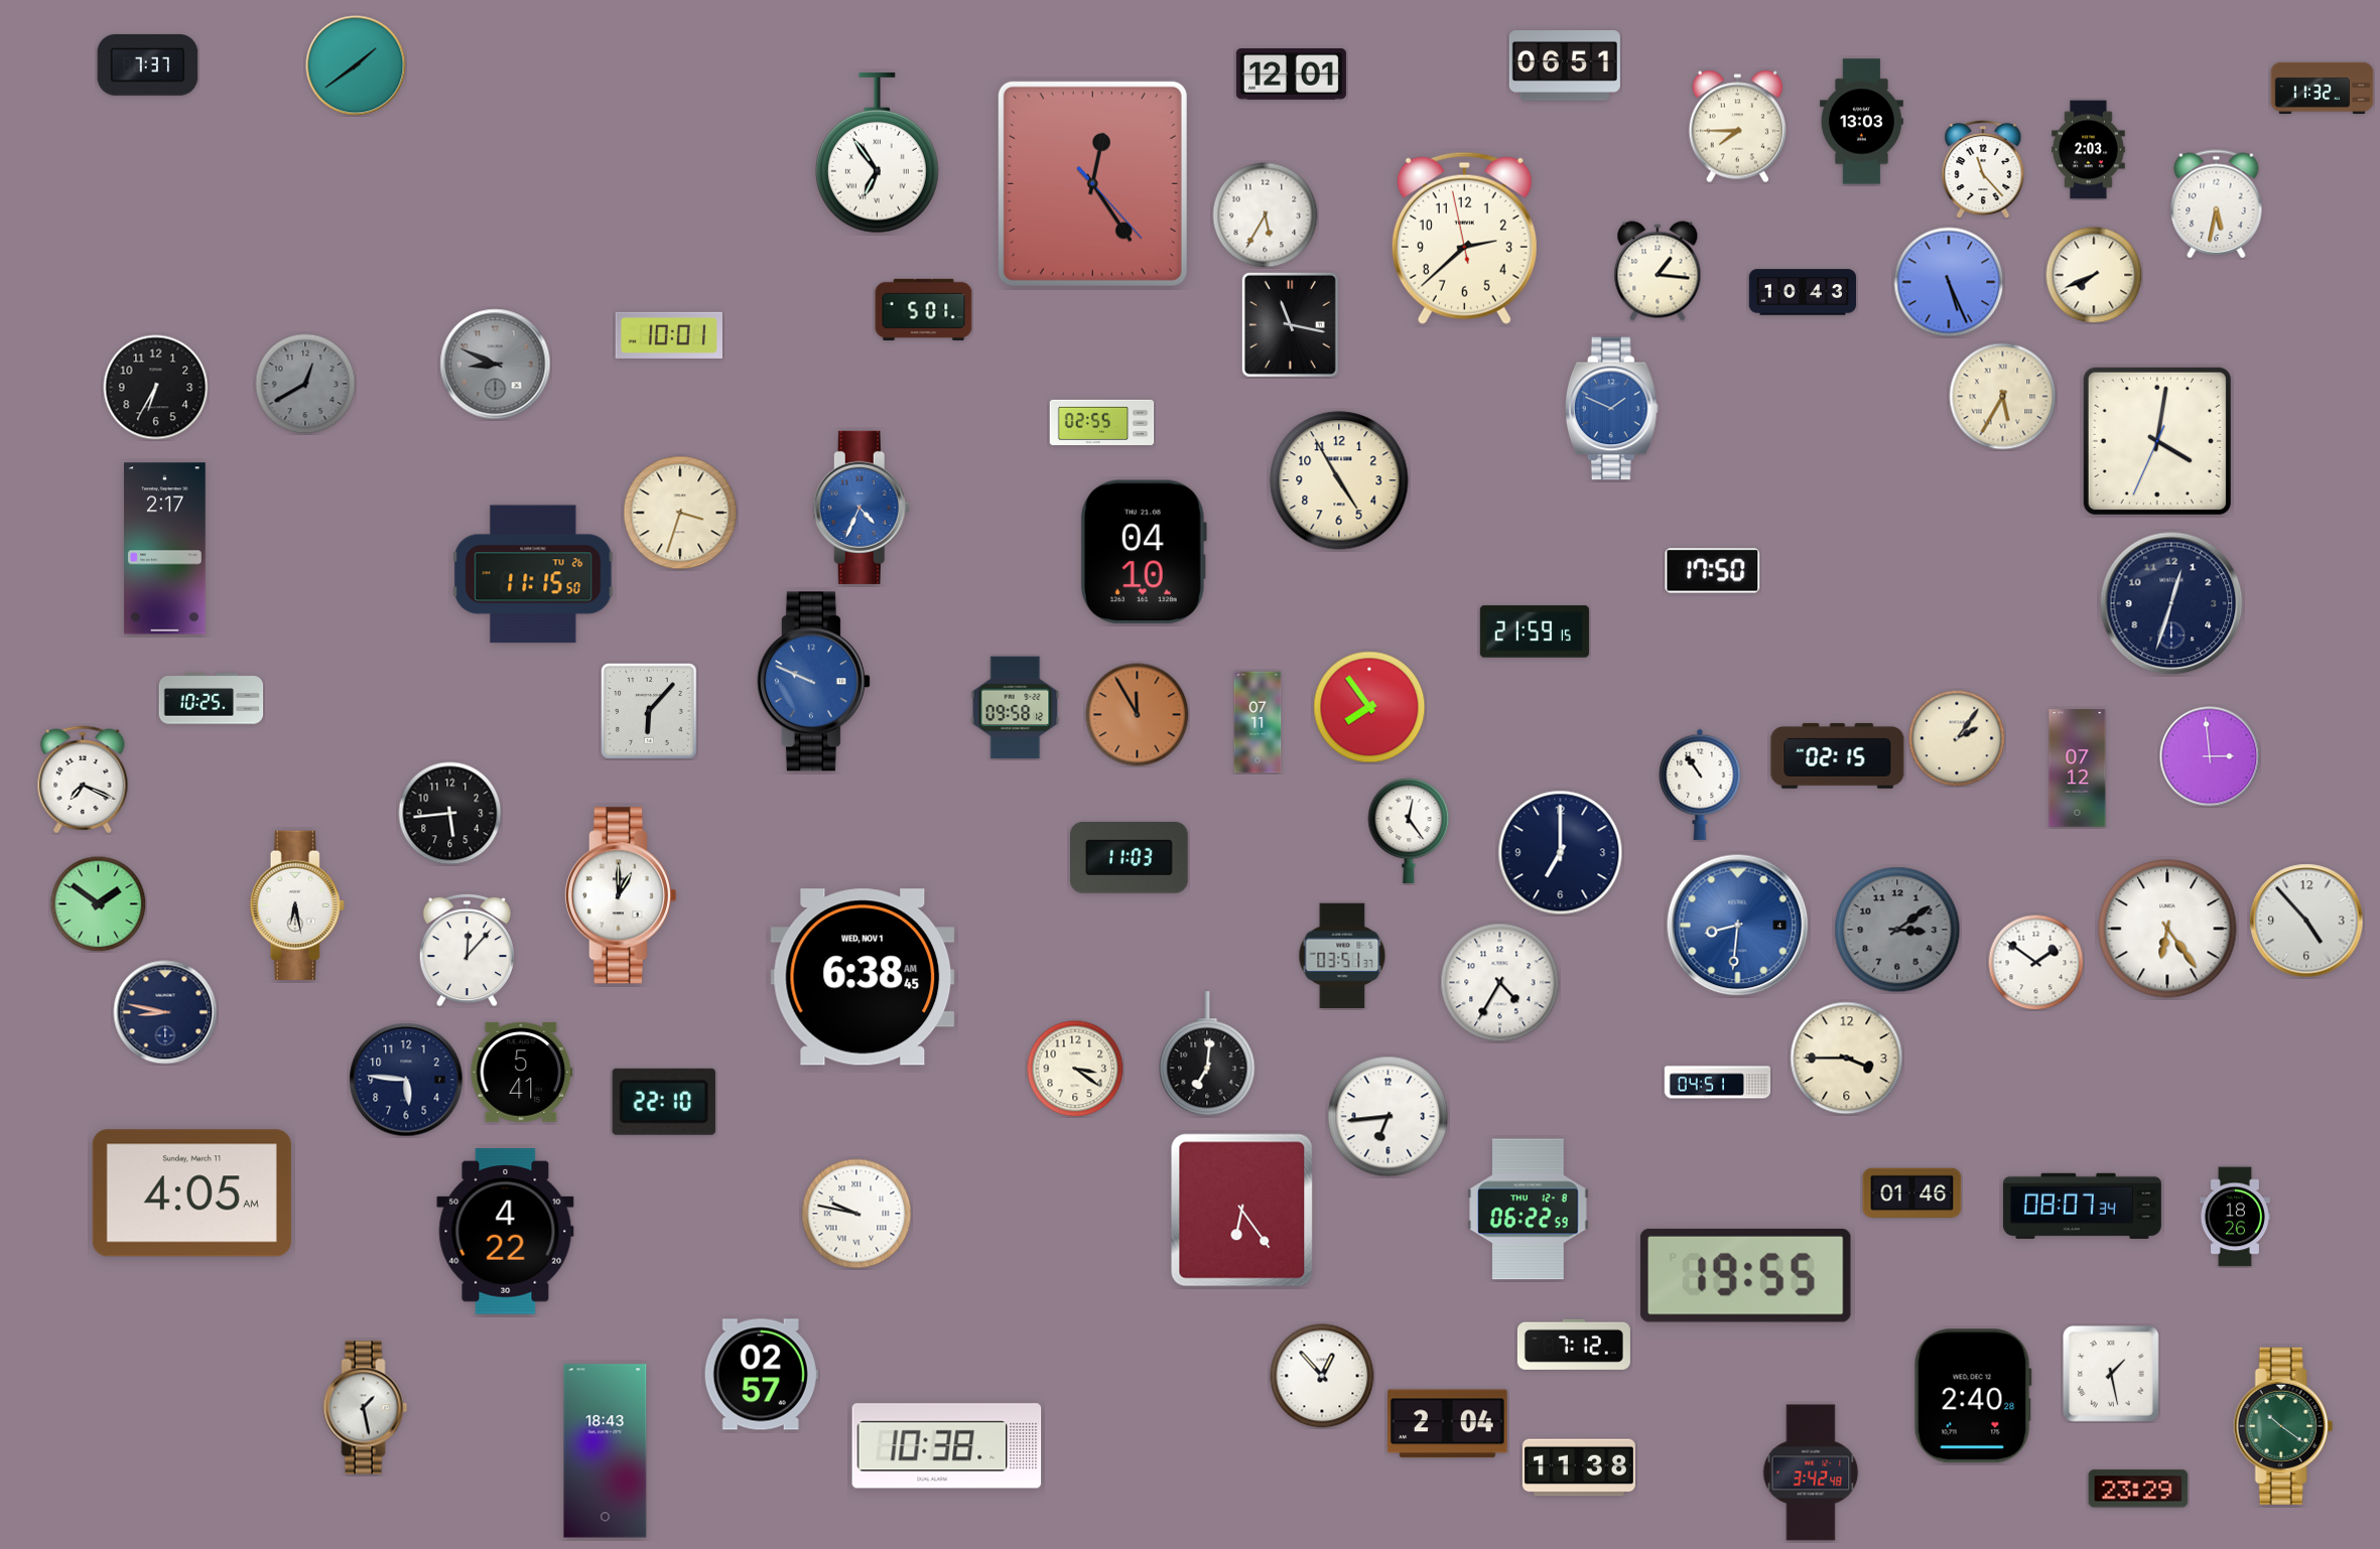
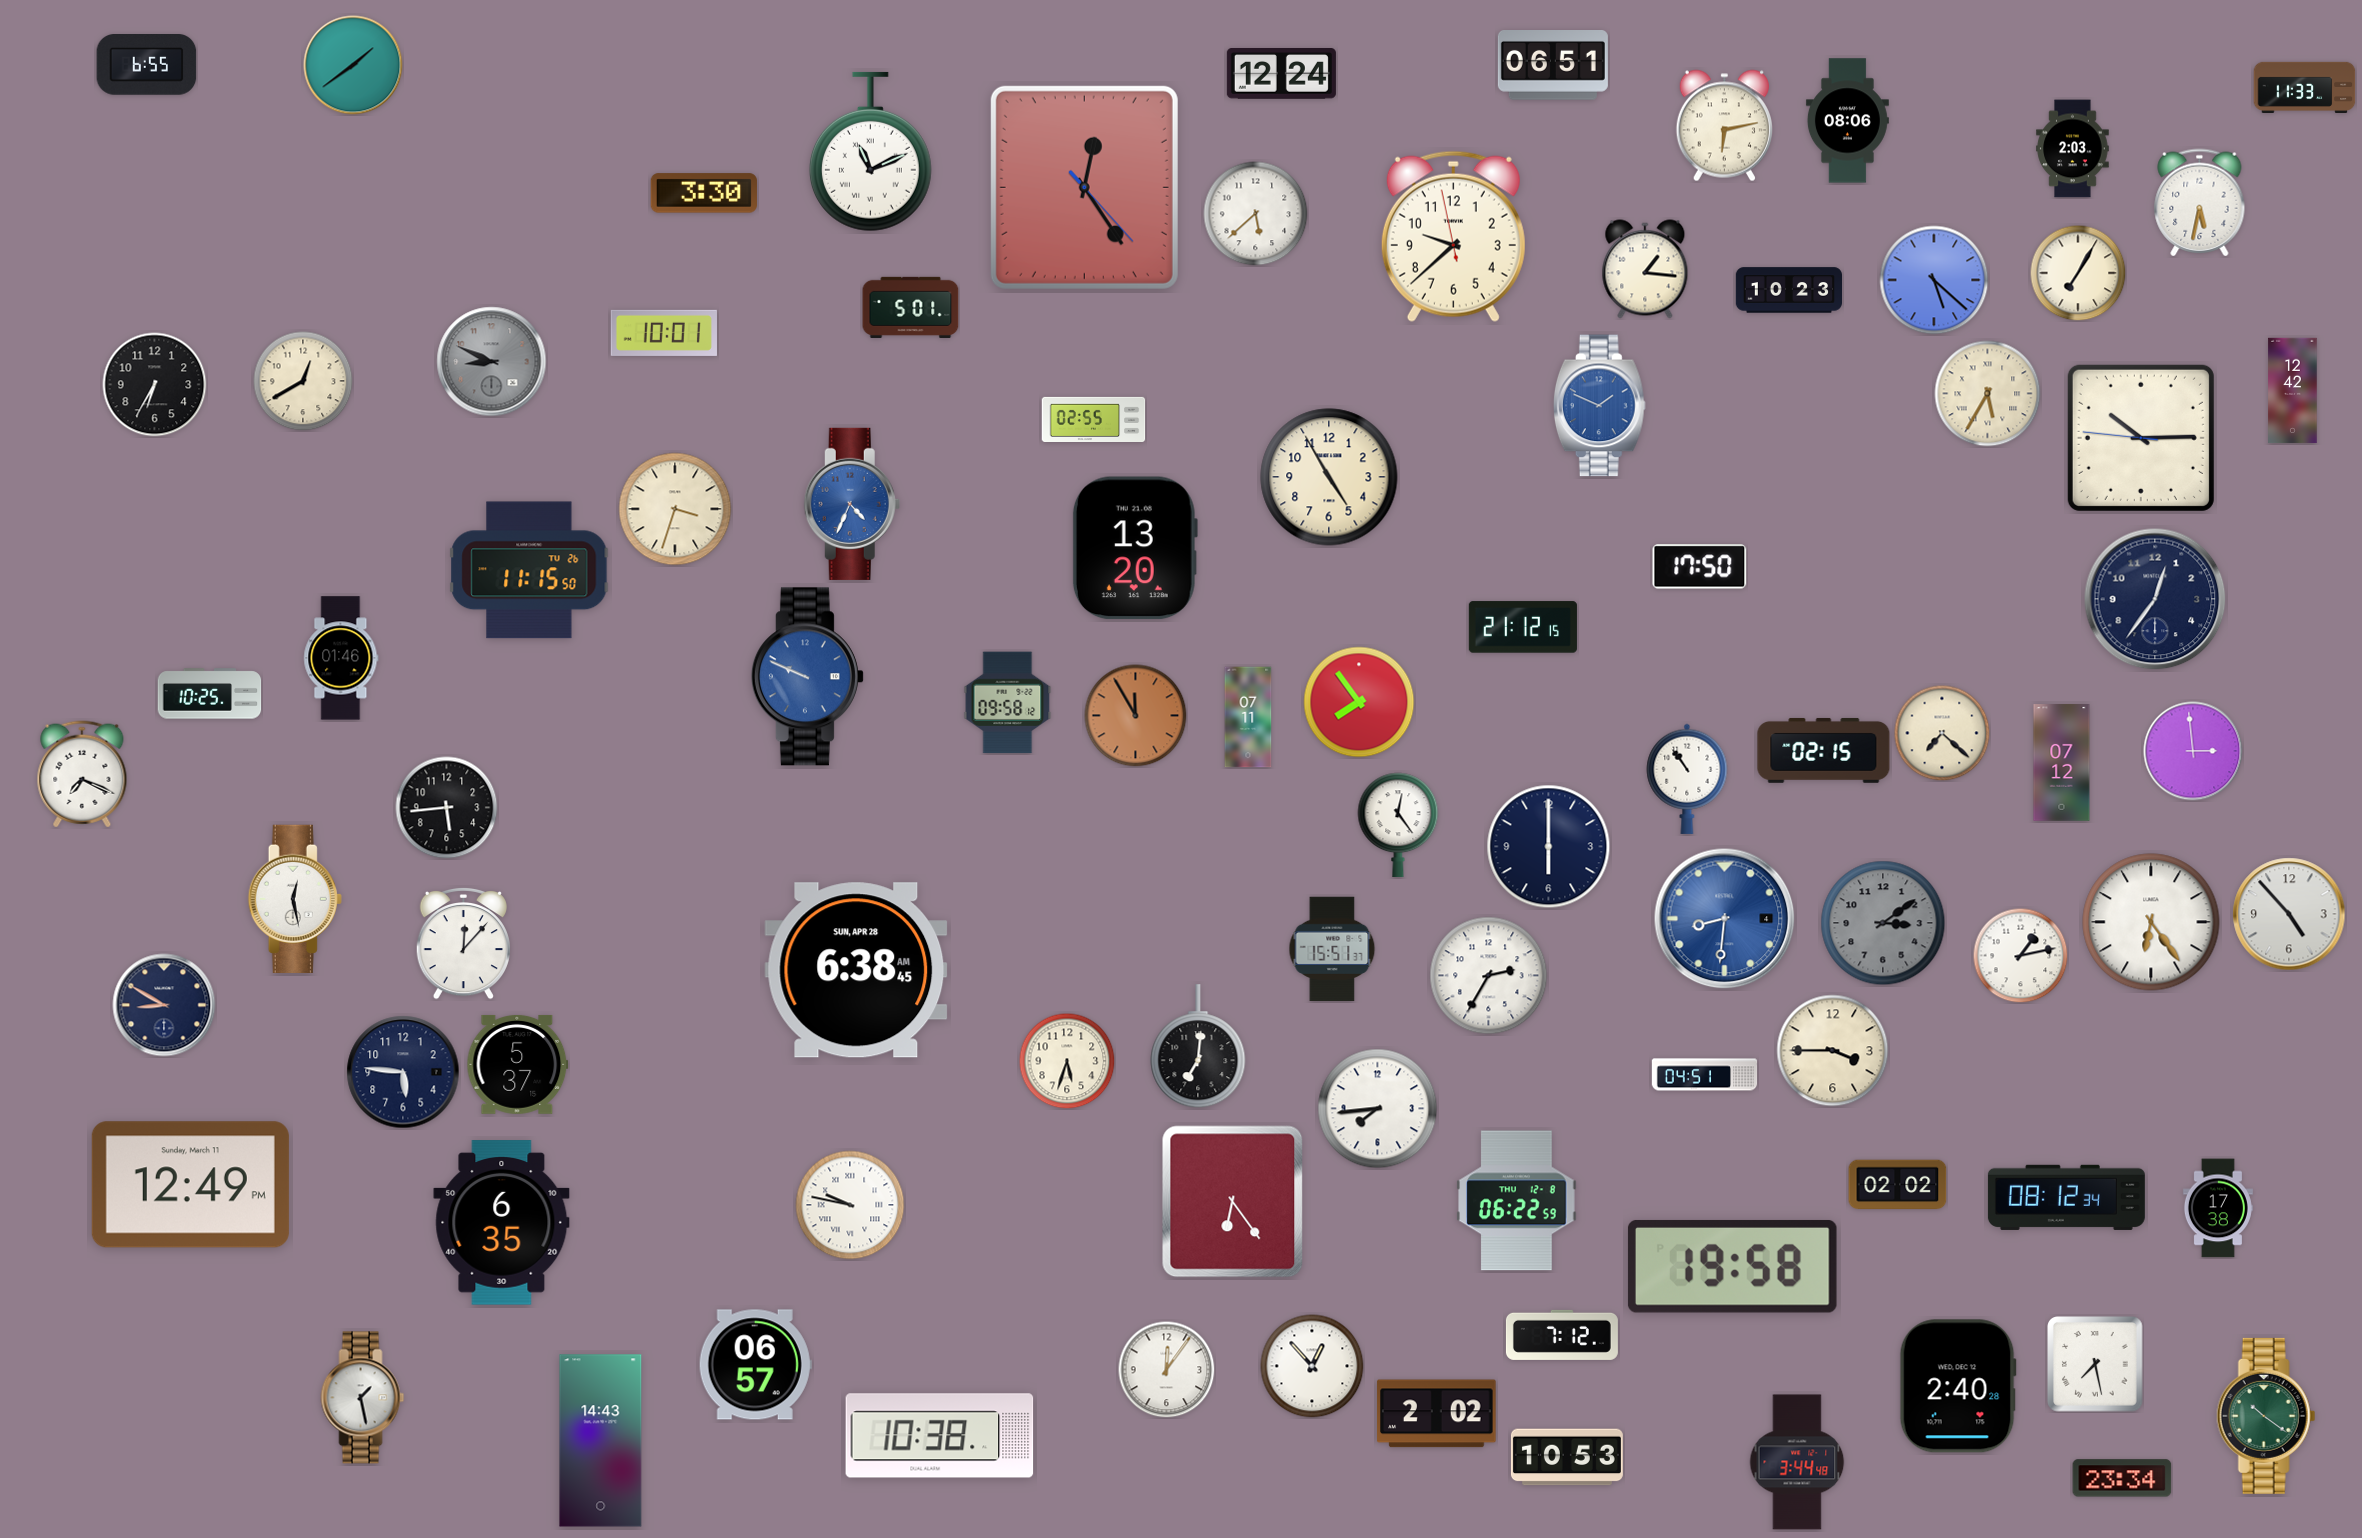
clock at (148, 65): 7:37 -> 6:55
clock at (1291, 75): 12:01 -> 12:24
clock at (2323, 88): 11:32 -> 11:33
clock at (1861, 122): 13:03 -> 08:06
clock at (1737, 127): 7:45 -> 6:13
clock at (877, 153): 6:54 -> 11:11
clock at (1983, 168): 11:23 -> none
clock at (1092, 183) position: (1092, 183) -> (1084, 187)
clock at (704, 193): none -> 3:30
clock at (1266, 216): 5:35 -> 5:38
clock at (1464, 238): 2:37 -> 9:37
clock at (2094, 275): 7:41 -> 7:05
clock at (1949, 282): 5:26 -> 5:22
clock at (1803, 292): 10:43 -> 10:23
clock at (924, 309) position: (924, 309) -> (911, 307)
clock at (1290, 324): 11:17 -> none
clock at (305, 384) dial: grey -> cream
clock at (2293, 391): none -> 12:42
clock at (2157, 441): 4:01 -> 10:14
clock at (862, 508) position: (862, 508) -> (852, 504)
clock at (165, 549): 2:17 -> none
clock at (1144, 552): 04:10 -> 13:20
clock at (2171, 603): 12:33 -> 12:36
clock at (1535, 631): 21:59 -> 21:12
clock at (341, 658): none -> 01:46
clock at (650, 712): 6:07 -> none
clock at (1138, 715) position: (1138, 715) -> (1136, 716)
clock at (1957, 738): 2:06 -> 7:22
clock at (1561, 853): 7:00 -> 6:00
clock at (1130, 858): 11:03 -> none
clock at (620, 895): 1:00 -> none
clock at (98, 903): 1:51 -> none
clock at (297, 904): 6:28 -> 12:28
clock at (1342, 956): 03:51 -> 15:51
clock at (2035, 962): 1:51 -> 1:13
clock at (863, 977) date: WED, NOV 1 -> SUN, APR 28
clock at (1500, 983): 4:35 -> 2:35
clock at (165, 1012): 8:47 -> 8:50
clock at (1075, 1069): 3:21 -> 5:33
clock at (522, 1072): 5:41 -> 5:37
clock at (664, 1102): 22:10 -> none
clock at (1389, 1117): 6:44 -> 7:44
clock at (191, 1193): 4:05 -> 12:49
clock at (1912, 1193): 01:46 -> 02:02
clock at (2082, 1206): 08:07 -> 08:12
clock at (2235, 1217): 18:26 -> 17:38
clock at (506, 1232): 4:22 -> 6:35
clock at (1745, 1275): 19:55 -> 19:58
clock at (2111, 1374): 1:28 -> 7:28
clock at (761, 1375): 02:57 -> 06:57
clock at (1166, 1369): none -> 12:06
clock at (1448, 1424): 2:04 -> 2:02
clock at (606, 1451): 18:43 -> 14:43
clock at (1579, 1467): 11:38 -> 10:53
clock at (1811, 1472): 3:42 -> 3:44
clock at (2138, 1489): 23:29 -> 23:34
